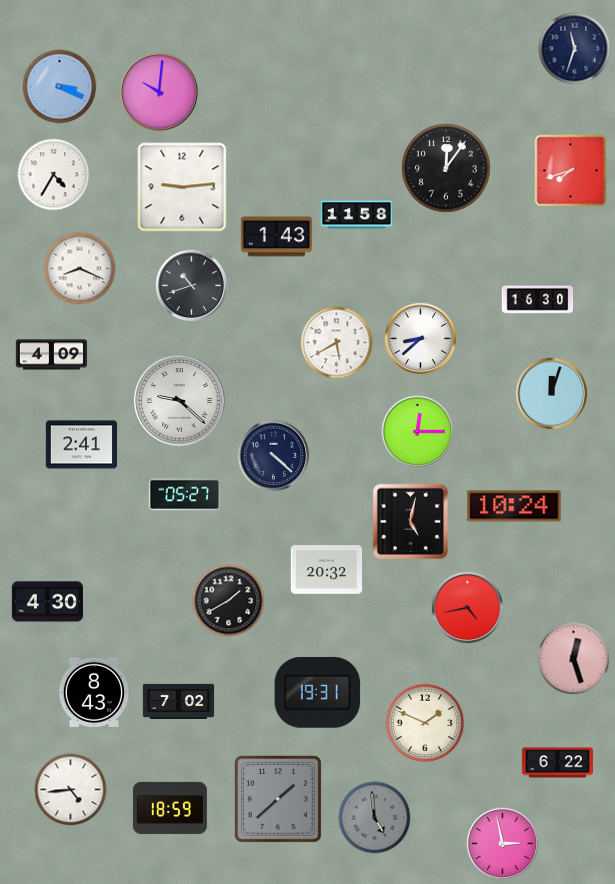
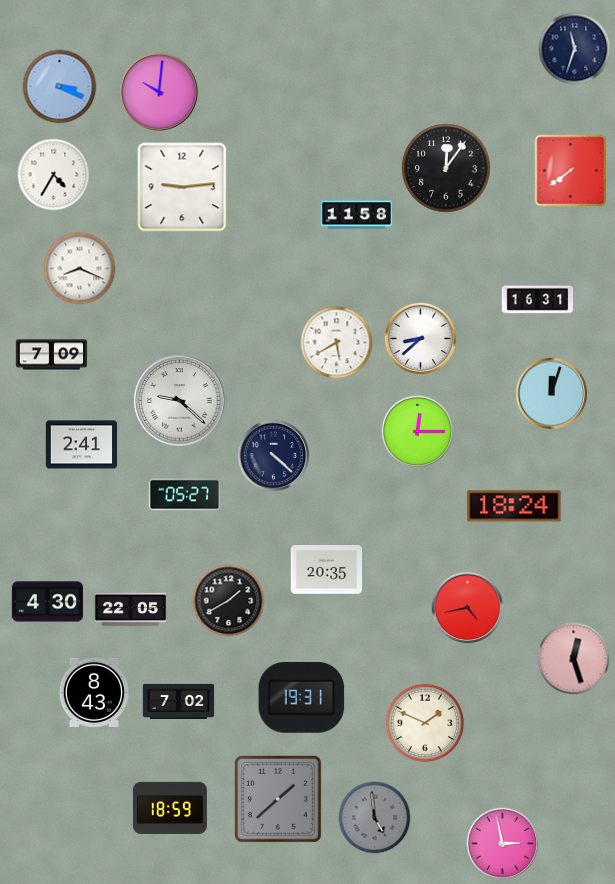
clock at (571, 171): 7:42 -> 7:39
clock at (277, 237): 1:43 -> none
clock at (192, 286): 10:42 -> none
clock at (538, 300): 16:30 -> 16:31
clock at (52, 355): 4:09 -> 7:09
clock at (514, 506): 10:24 -> 18:24
clock at (411, 522): 5:02 -> none
clock at (327, 570): 20:32 -> 20:35
clock at (131, 610): none -> 22:05
clock at (318, 692) position: (318, 692) -> (302, 697)
clock at (558, 763): 6:22 -> none
clock at (71, 790): 4:44 -> none
